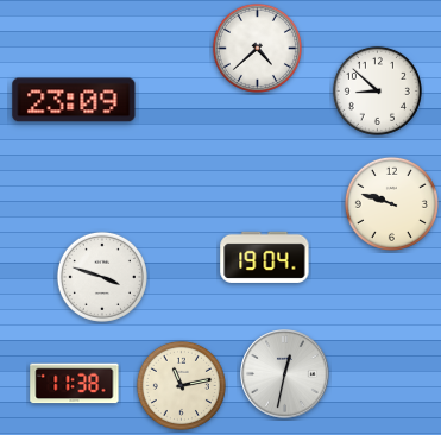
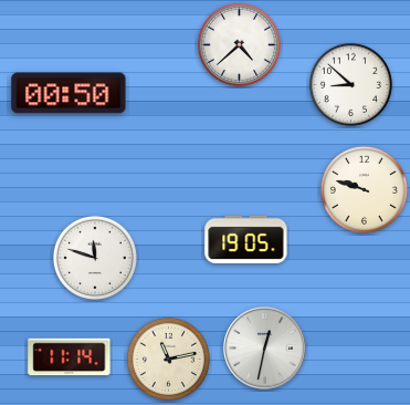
clock at (74, 100): 23:09 -> 00:50
clock at (265, 257): 19:04 -> 19:05
clock at (102, 277): 3:48 -> 11:48
clock at (75, 384): 11:38 -> 11:14
